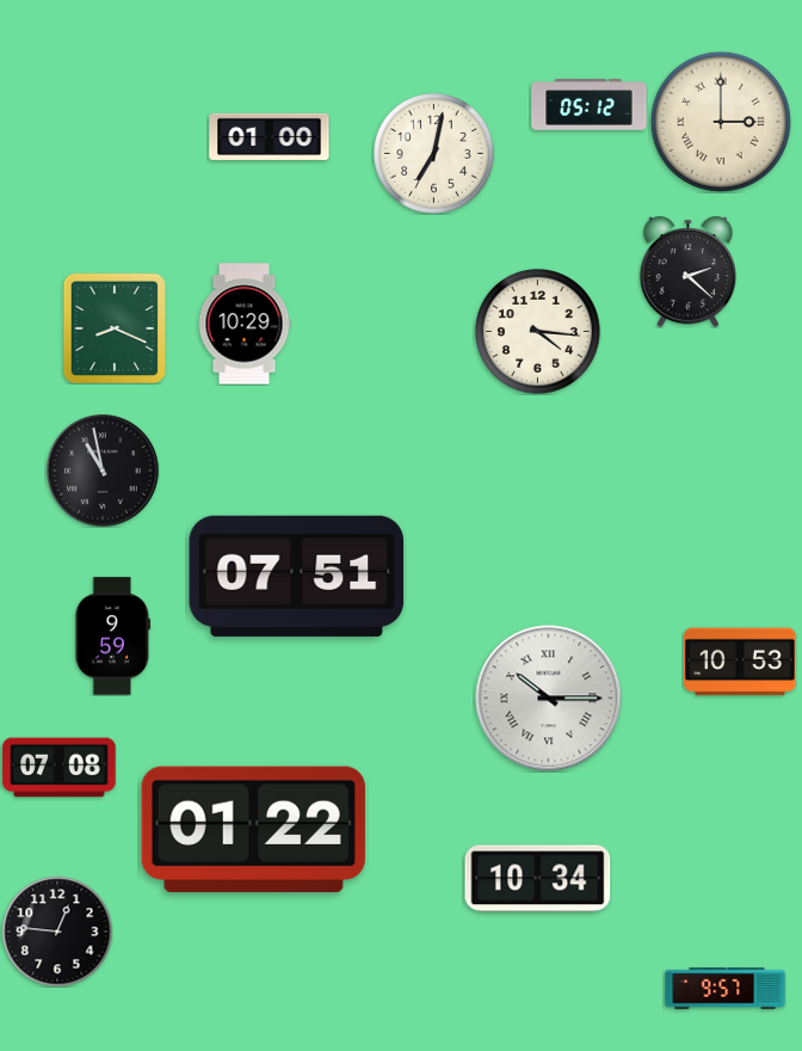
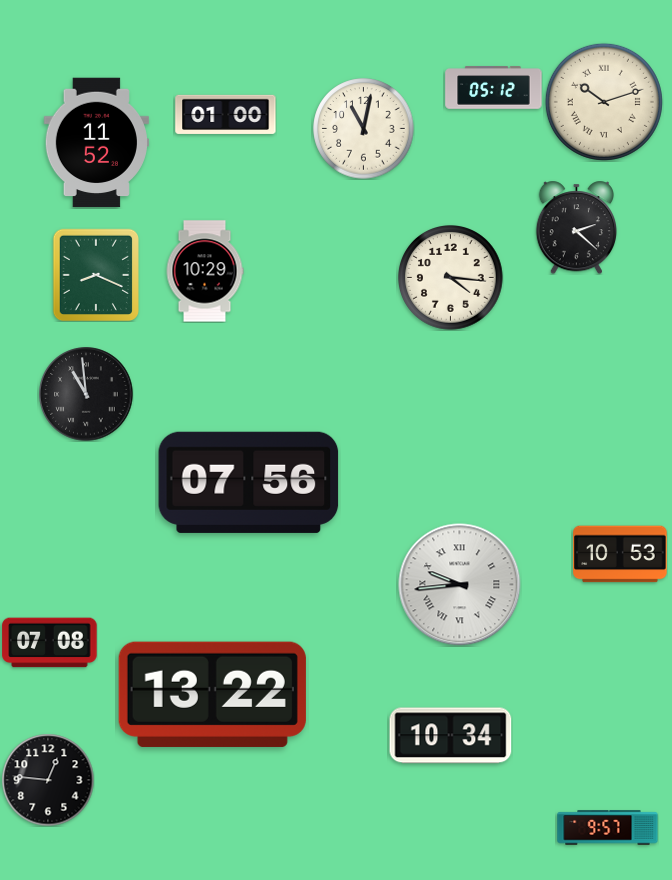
clock at (721, 122): 3:00 -> 10:12
clock at (434, 154): 7:02 -> 11:02
clock at (96, 143): none -> 11:52
clock at (103, 471): 10:58 -> 10:59
clock at (297, 576): 07:51 -> 07:56
clock at (113, 637): 9:59 -> none
clock at (549, 699): 10:15 -> 9:44
clock at (253, 829): 01:22 -> 13:22
